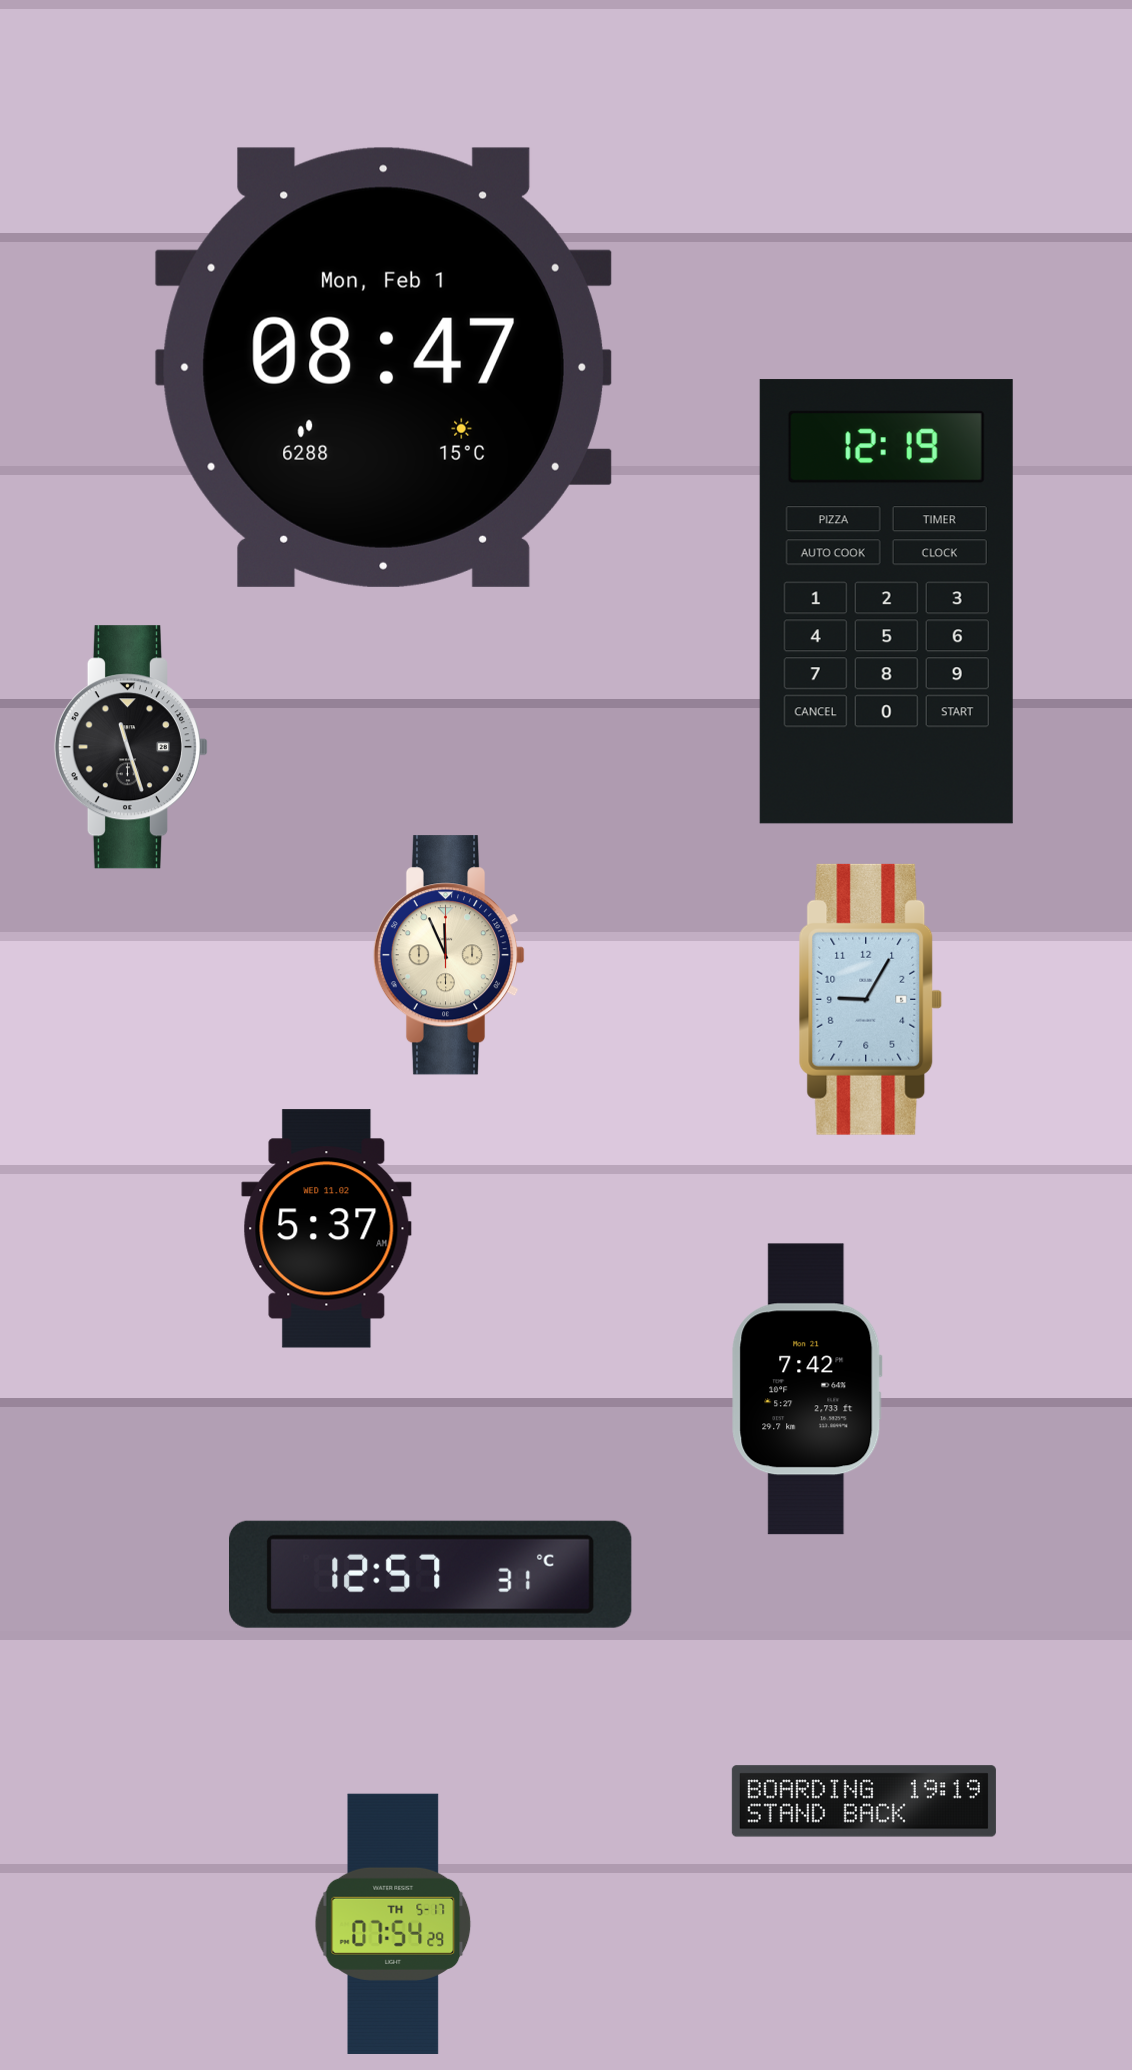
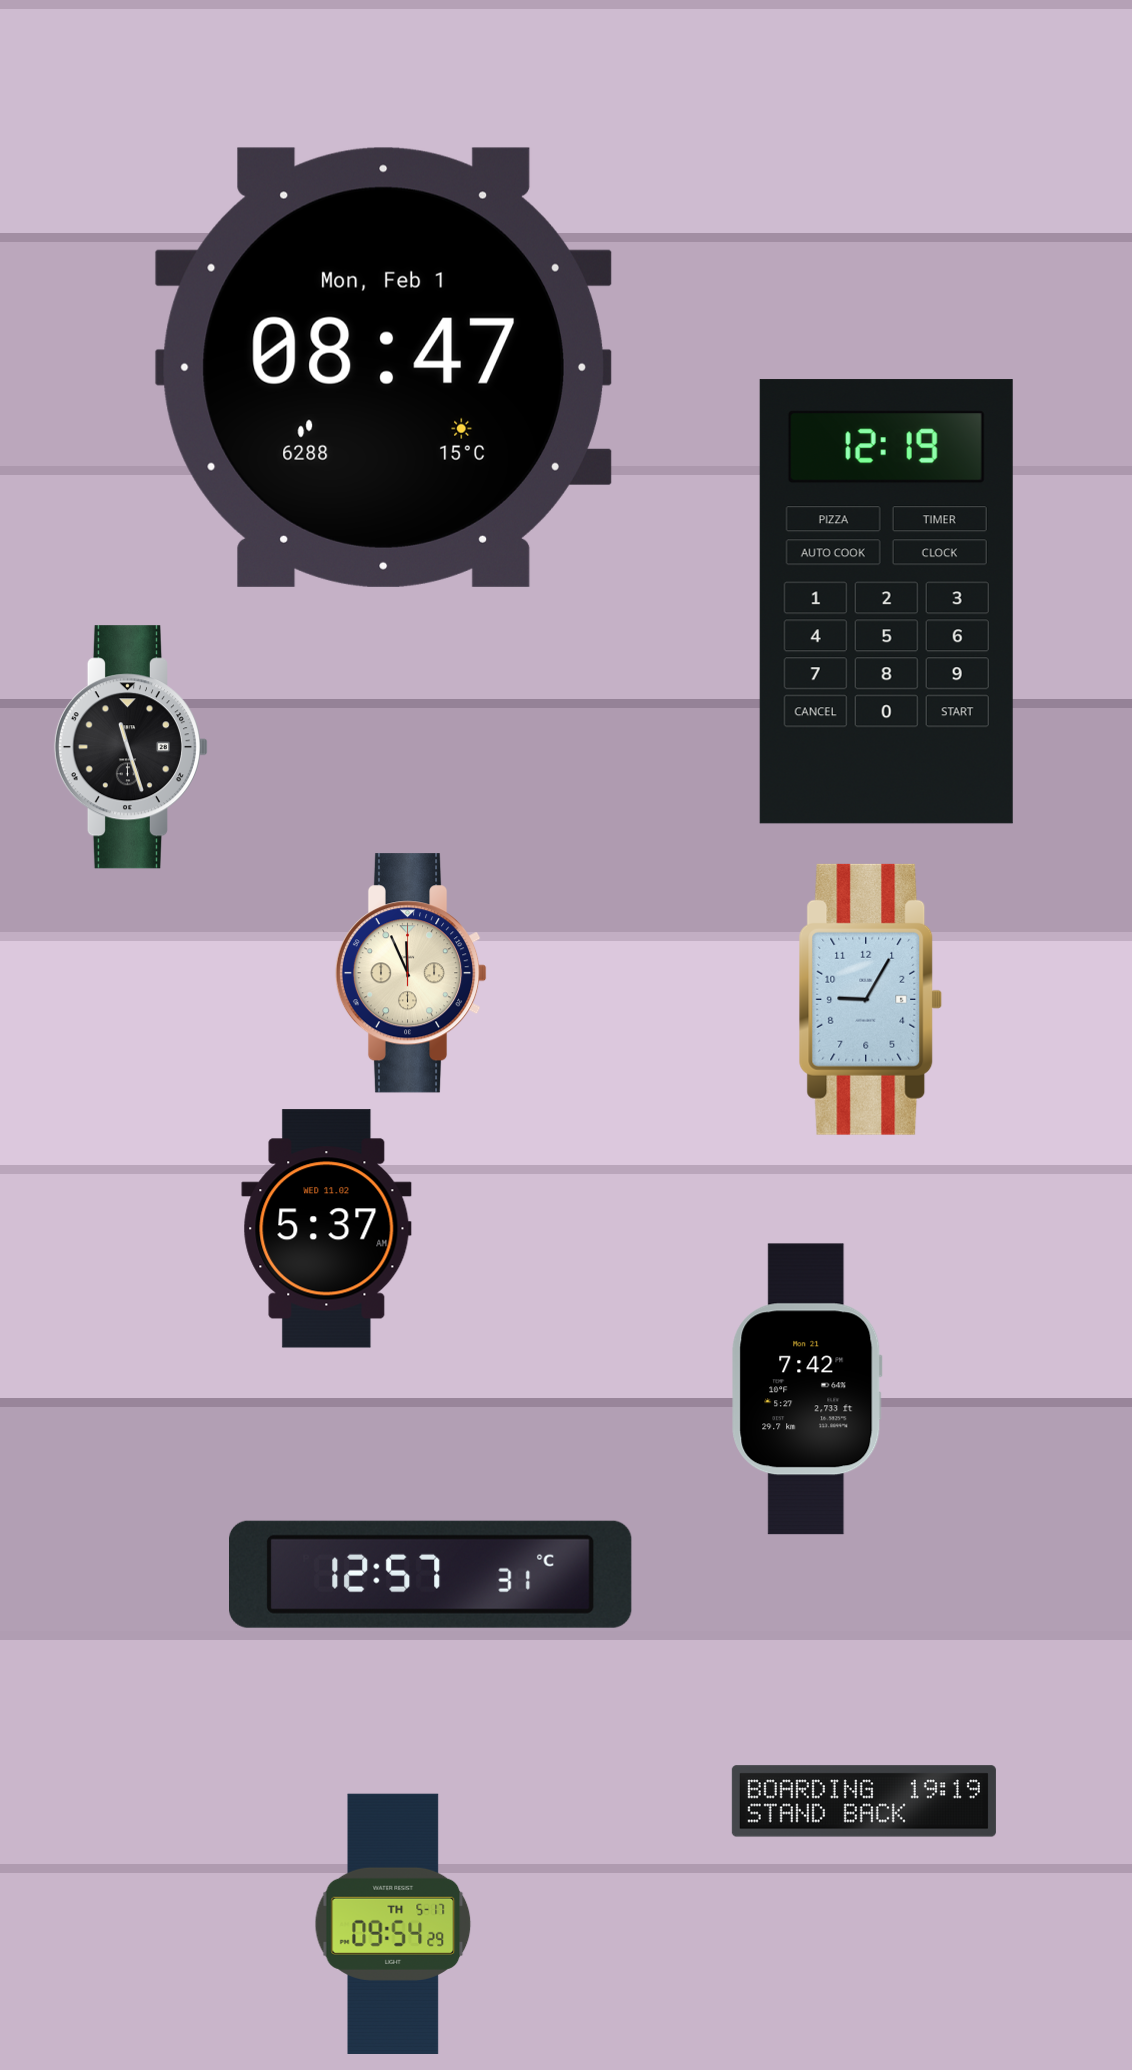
clock at (449, 955) position: (449, 955) -> (411, 973)
clock at (393, 1924): 07:54 -> 09:54
